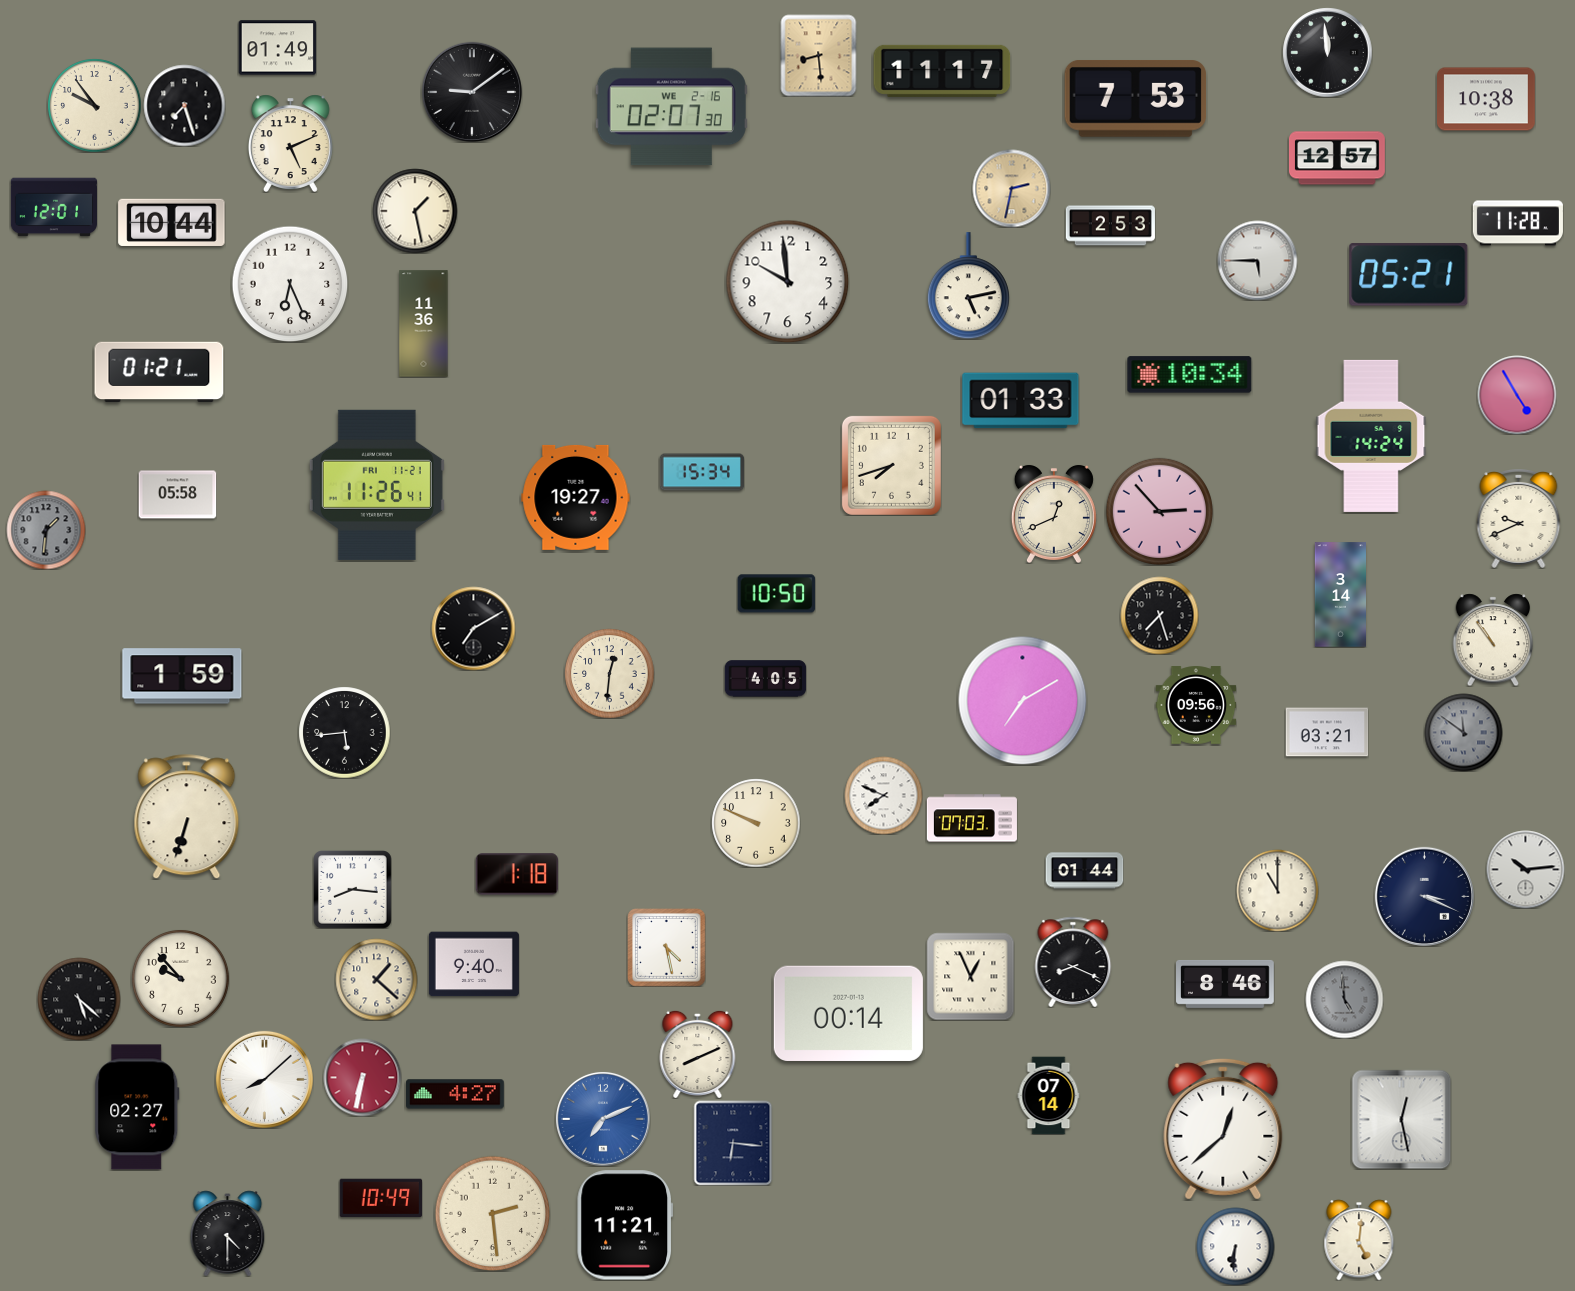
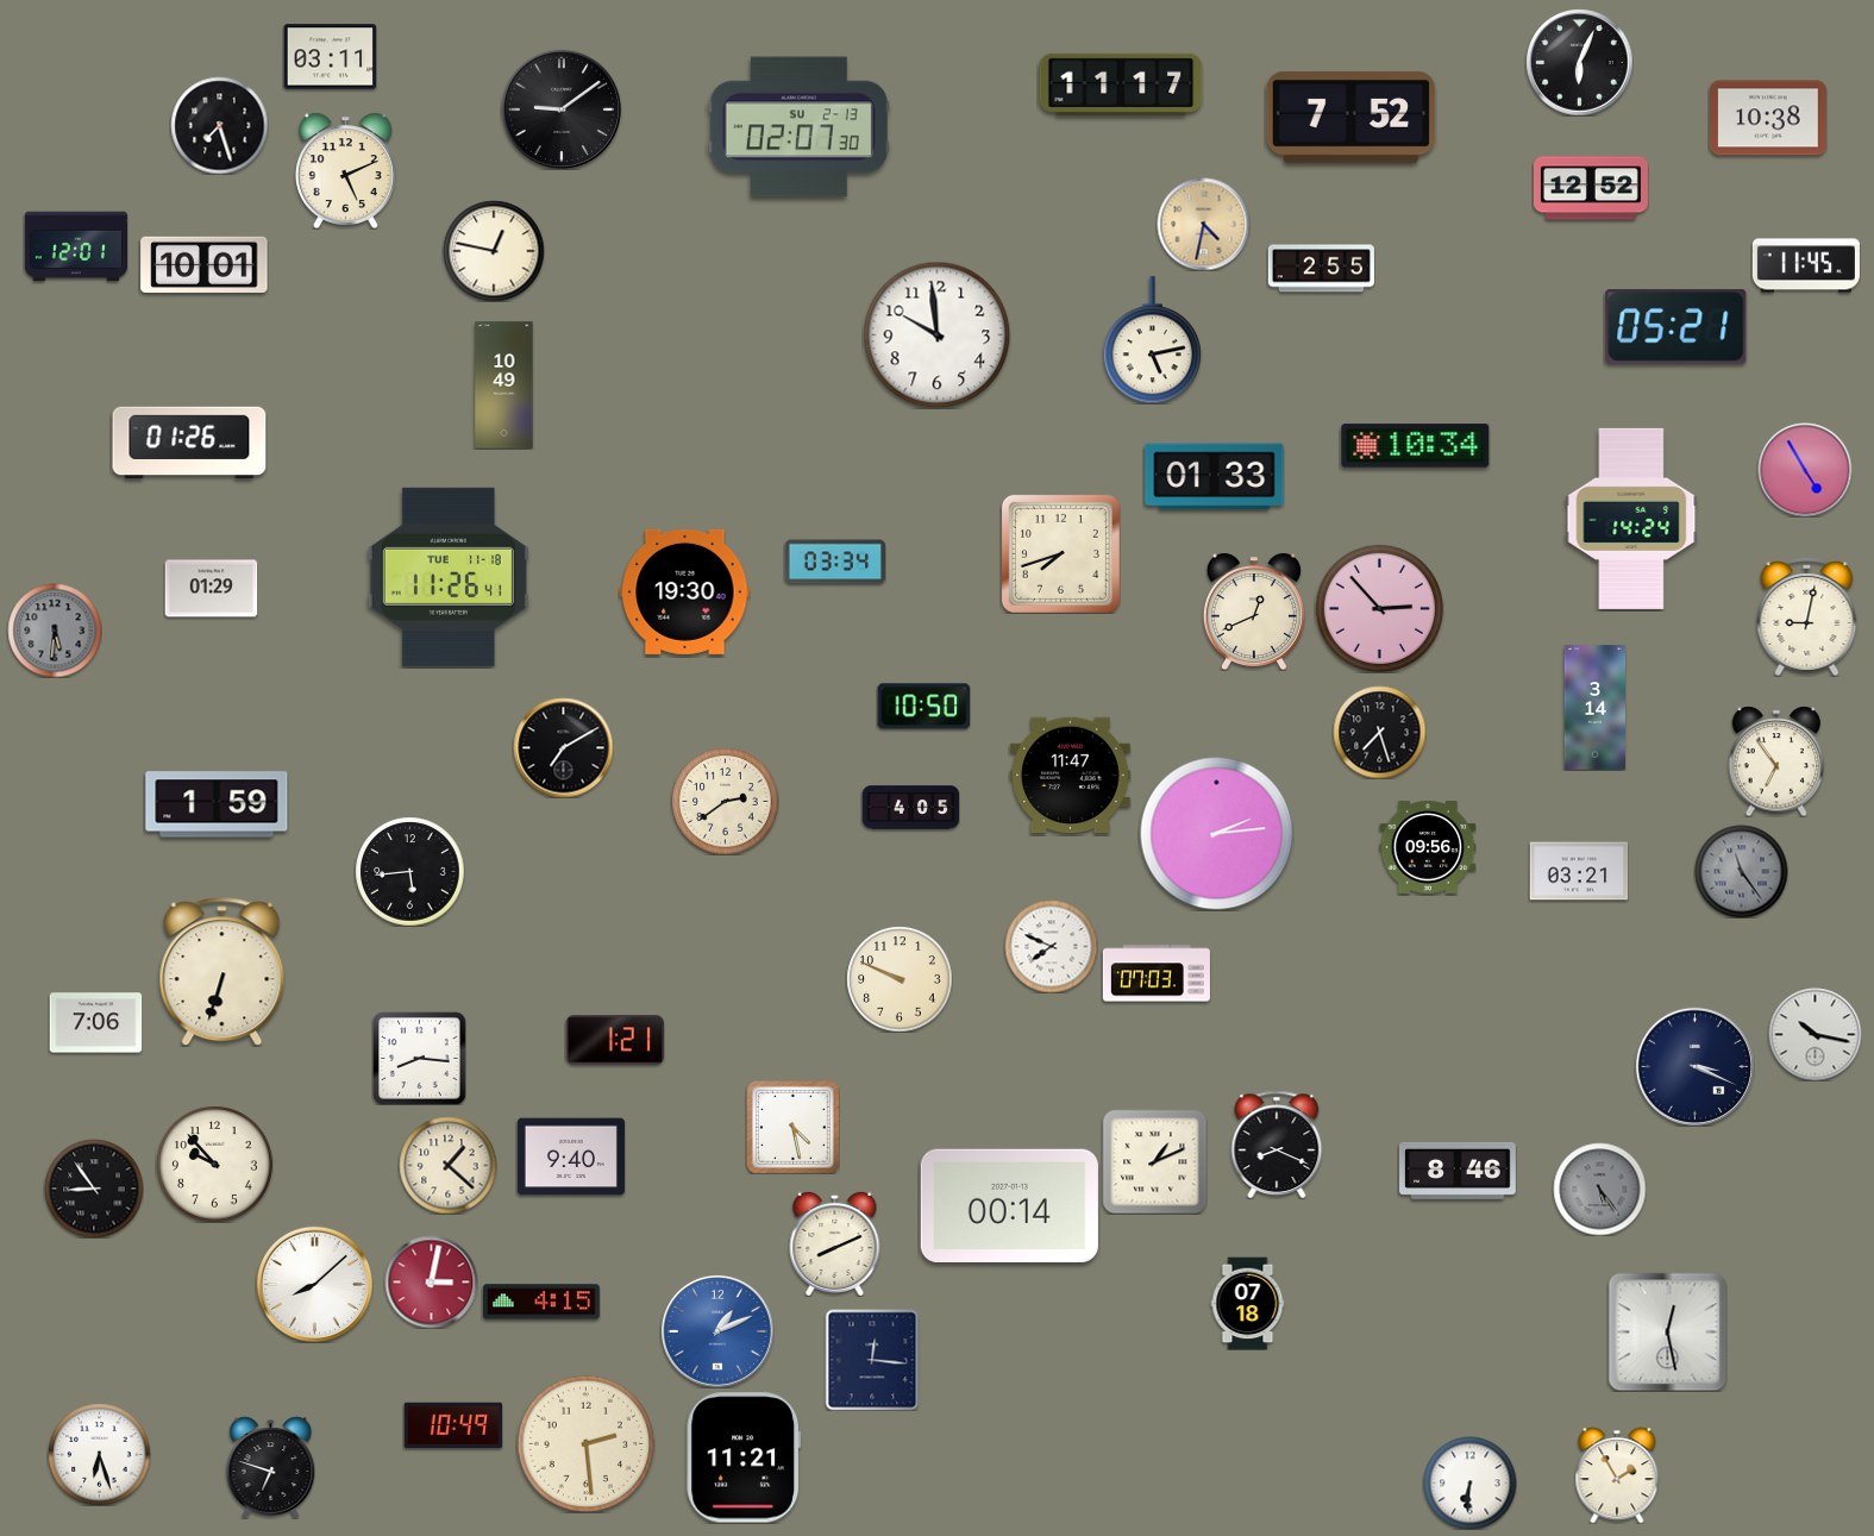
clock at (277, 48): 01:49 -> 03:11
clock at (1327, 52): 11:59 -> 6:04
clock at (819, 55): 8:29 -> none
clock at (1136, 99): 7:53 -> 7:52
clock at (94, 105): 9:54 -> none
clock at (671, 107) date: WE 2-16 -> SU 2-13
clock at (1337, 158): 12:57 -> 12:52
clock at (1011, 188): 2:32 -> 4:32
clock at (53, 207) position: (53, 207) -> (75, 246)
clock at (415, 211): 1:28 -> 12:47
clock at (172, 222): 10:44 -> 10:01
clock at (1518, 223): 11:28 -> 11:45
clock at (1110, 226): 2:53 -> 2:55
clock at (1257, 260): 5:45 -> none
clock at (290, 284): 6:26 -> none
clock at (424, 324): 11:36 -> 10:49
clock at (159, 372): 01:21 -> 01:26
clock at (702, 472): 15:34 -> 03:34
clock at (377, 485) date: FRI 11-21 -> TUE 11-18
clock at (177, 495): 05:58 -> 01:29
clock at (576, 497): 19:27 -> 19:30
clock at (1519, 519): 9:41 -> 9:02
clock at (46, 530): 1:31 -> 5:31
clock at (1493, 640): 10:54 -> 6:54
clock at (1071, 776): none -> 11:47
clock at (609, 673): 12:31 -> 2:39
clock at (1022, 700): 7:10 -> 2:14
clock at (1196, 705) position: (1196, 705) -> (1428, 847)
clock at (1463, 732): 11:51 -> 11:24
clock at (95, 1023): none -> 7:06
clock at (1525, 869): 10:14 -> 10:17
clock at (1084, 871): 01:44 -> none
clock at (517, 874): 1:18 -> 1:21
clock at (1277, 890): 11:00 -> none
clock at (474, 964) position: (474, 964) -> (571, 1156)
clock at (970, 976): 12:56 -> 1:11
clock at (79, 999): 5:22 -> 8:54
clock at (1344, 999): 4:59 -> 5:24
clock at (698, 1054) position: (698, 1054) -> (835, 1243)
clock at (362, 1077): 6:32 -> 3:02
clock at (456, 1094): 4:27 -> 4:15
clock at (1049, 1095): 07:14 -> 07:18
clock at (137, 1107): 02:27 -> none
clock at (603, 1119): 7:11 -> 1:11
clock at (1223, 1129): 12:38 -> none
clock at (733, 1143): 6:16 -> 12:16
clock at (99, 1454): none -> 6:27
clock at (228, 1233): 4:30 -> 6:48
clock at (1359, 1240): 5:01 -> 1:55
